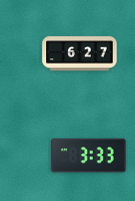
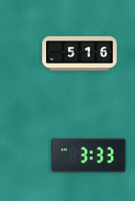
clock at (80, 54): 6:27 -> 5:16
